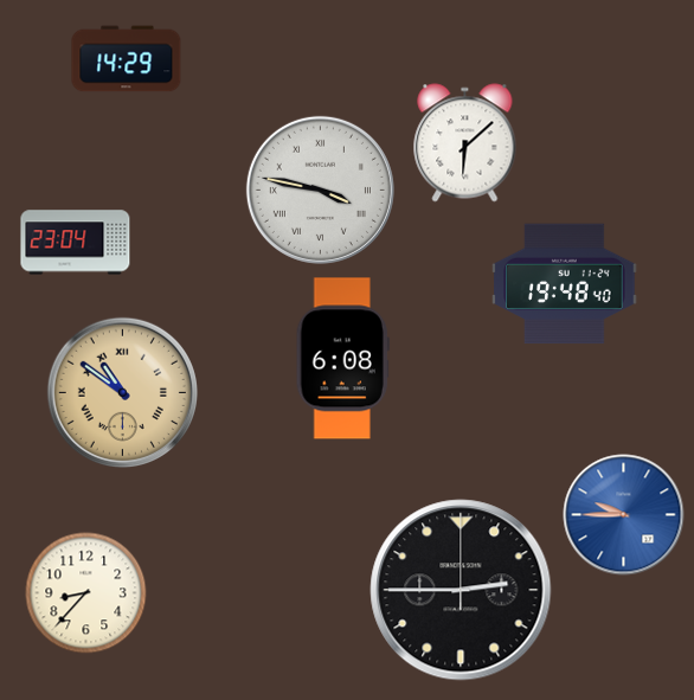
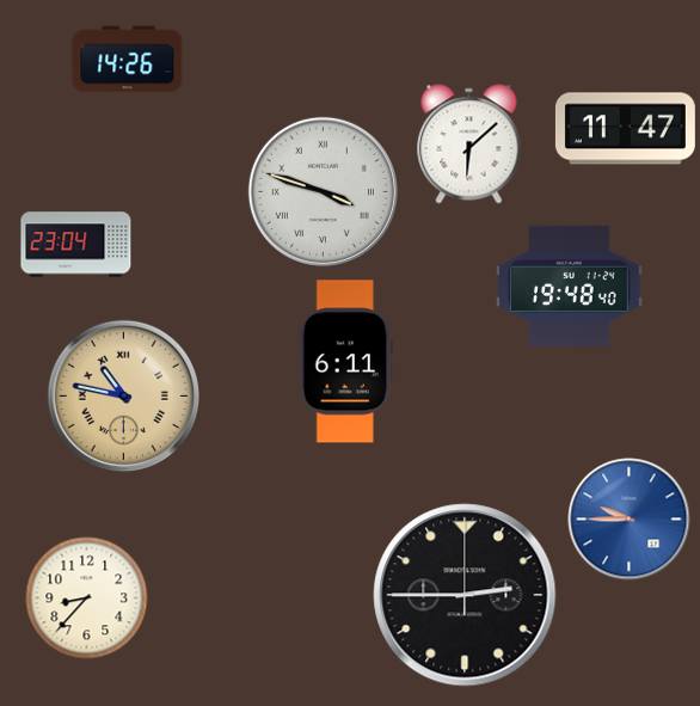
clock at (127, 59): 14:29 -> 14:26
clock at (625, 129): none -> 11:47
clock at (320, 190): 3:47 -> 3:48
clock at (342, 359): 6:08 -> 6:11
clock at (122, 392): 10:51 -> 10:47
